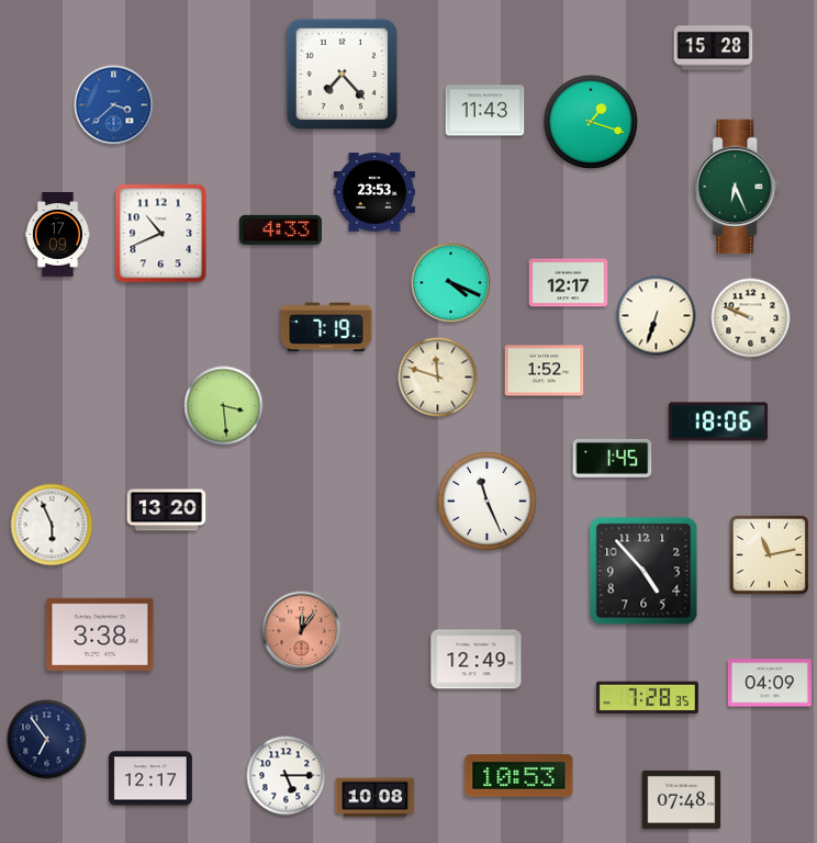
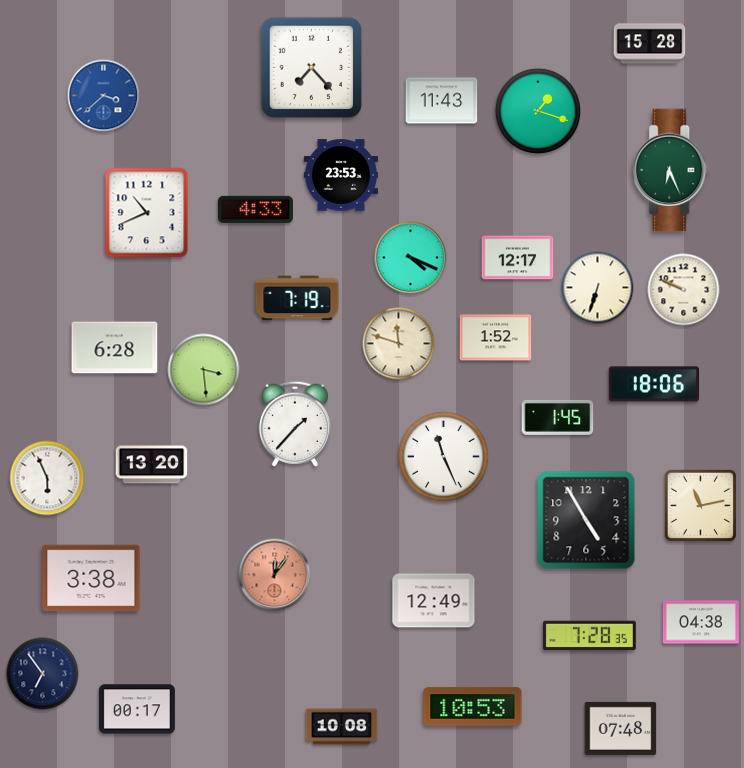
clock at (57, 235): 17:09 -> none
clock at (115, 348): none -> 6:28
clock at (295, 424): none -> 1:37
clock at (643, 571): 4:53 -> 4:55
clock at (770, 683): 04:09 -> 04:38
clock at (287, 776): 5:15 -> none
clock at (150, 778): 12:17 -> 00:17
